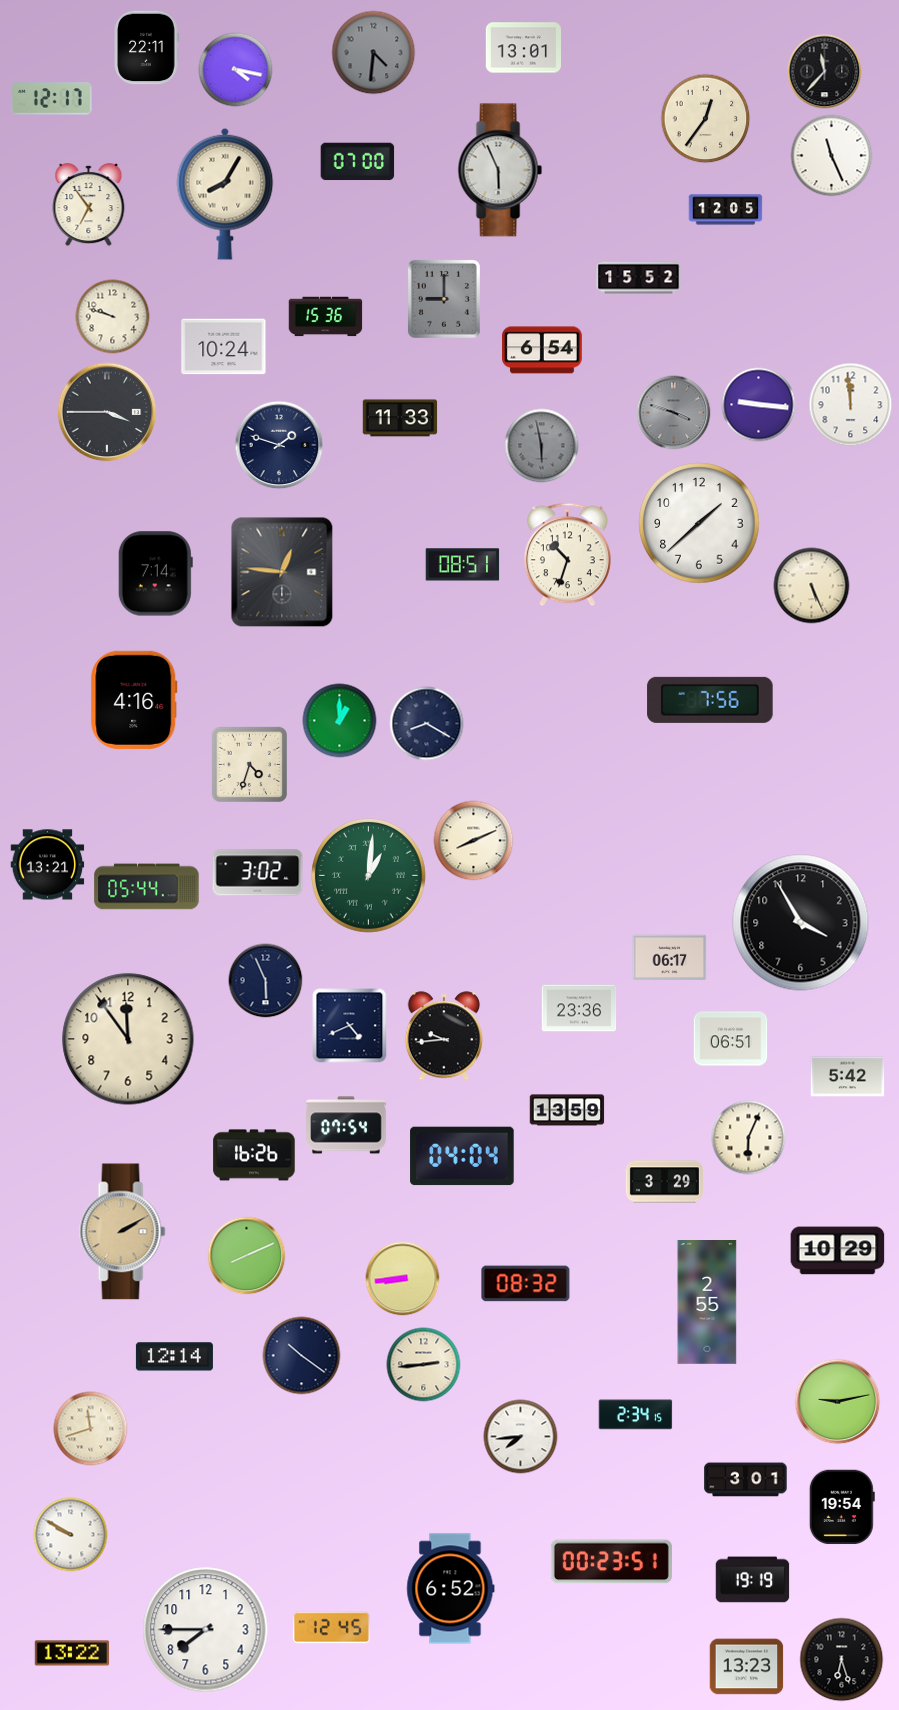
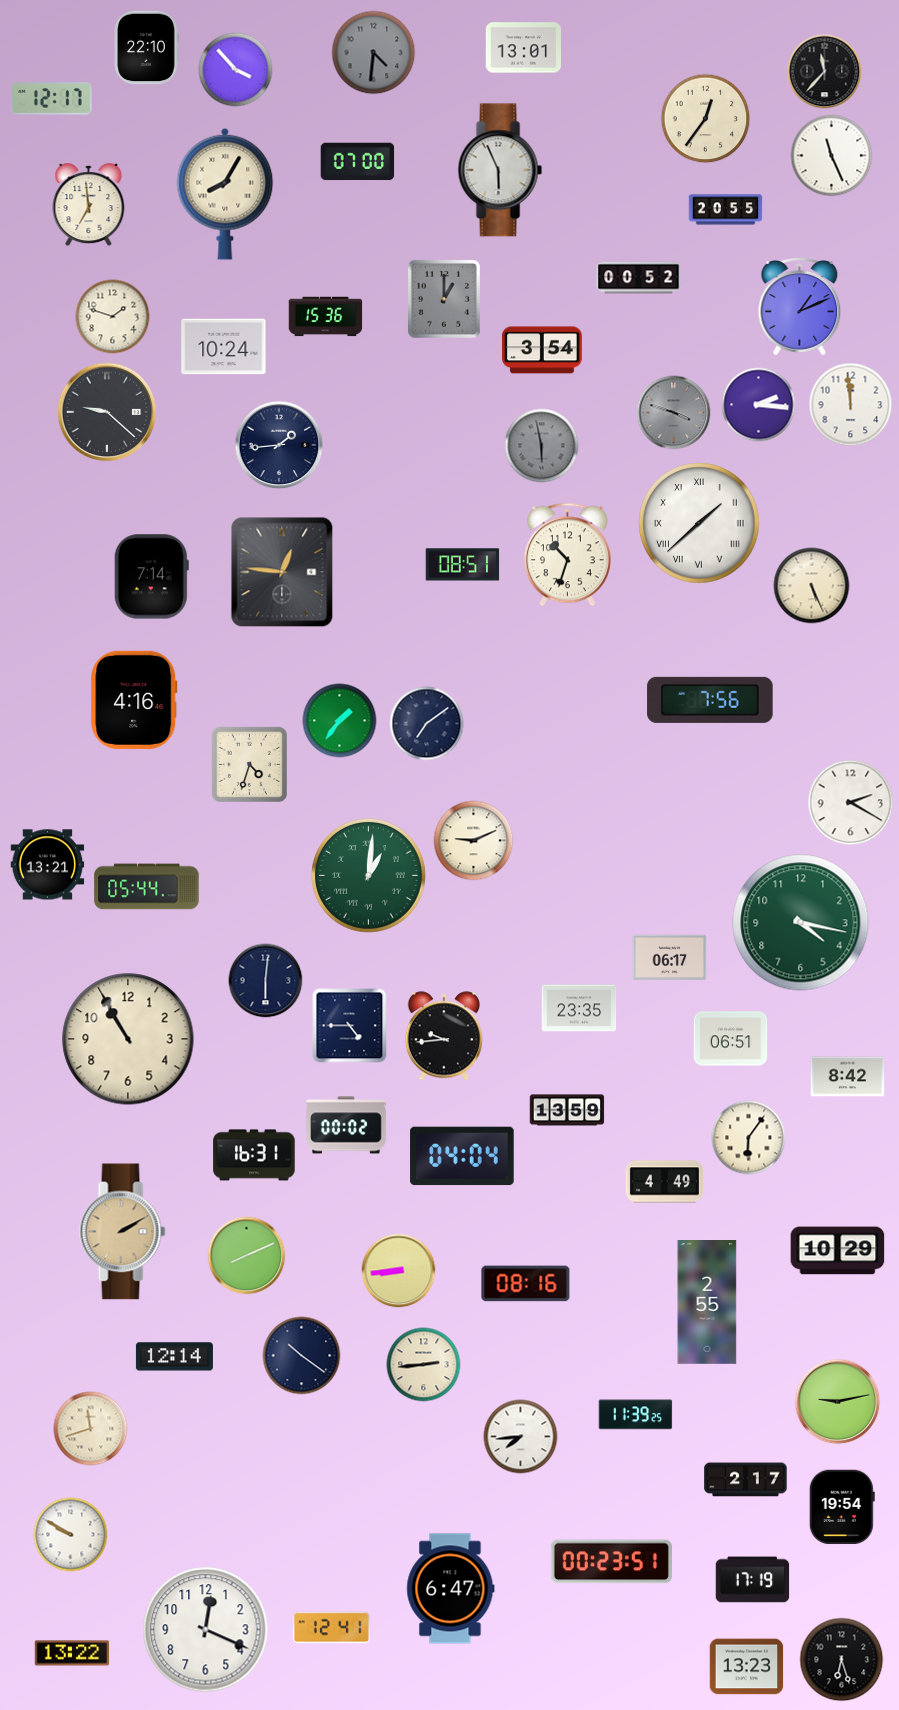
clock at (146, 48): 22:11 -> 22:10
clock at (236, 70): 4:17 -> 3:53
clock at (89, 205): 6:54 -> 6:59
clock at (726, 210): 12:05 -> 20:55
clock at (639, 278): 15:52 -> 00:52
clock at (444, 299): 9:00 -> 1:00
clock at (800, 307): none -> 1:11
clock at (113, 317): 9:48 -> 1:48
clock at (543, 350): 6:54 -> 3:54
clock at (759, 405): 9:16 -> 2:16
clock at (107, 412): 3:45 -> 9:22
clock at (400, 418): 11:33 -> none
clock at (279, 445): 1:48 -> 1:44
clock at (699, 523) numerals: Arabic -> Roman
clock at (155, 574) position: (155, 574) -> (151, 577)
clock at (340, 721): 1:00 -> 1:36
clock at (427, 724): 8:20 -> 7:09
clock at (851, 803): none -> 2:20
clock at (474, 841): 8:11 -> 9:11
clock at (258, 873): 3:02 -> none
clock at (801, 923): 3:55 -> 4:17
clock at (801, 923) dial: black -> green
clock at (266, 981): 5:56 -> 6:01
clock at (579, 1008): 23:36 -> 23:35
clock at (350, 1026): 4:41 -> 4:45
clock at (128, 1039): 11:54 -> 10:55
clock at (848, 1077): 5:42 -> 8:42
clock at (346, 1125): 07:54 -> 00:02
clock at (749, 1138): 6:04 -> 6:06
clock at (254, 1155): 16:26 -> 16:31
clock at (664, 1182): 3:29 -> 4:49
clock at (403, 1279) position: (403, 1279) -> (399, 1271)
clock at (526, 1284): 08:32 -> 08:16
clock at (636, 1415): 2:34 -> 11:39
clock at (746, 1480): 3:01 -> 2:17
clock at (753, 1580): 19:19 -> 17:19
clock at (451, 1589): 6:52 -> 6:47
clock at (331, 1628): 12:45 -> 12:41
clock at (206, 1630): 7:45 -> 12:19
